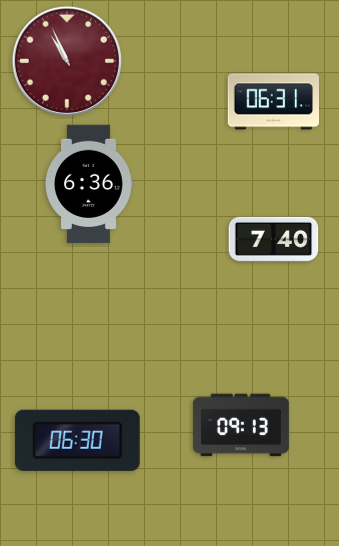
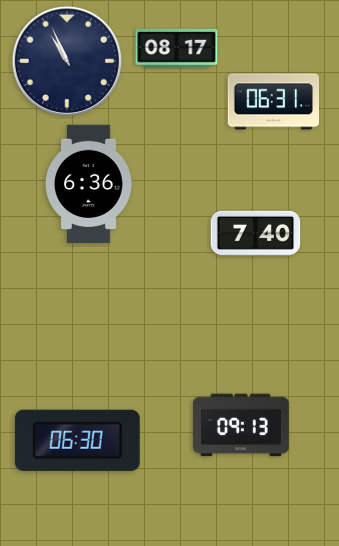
clock at (177, 48): none -> 08:17
clock at (67, 61) dial: burgundy -> navy
clock at (274, 239) position: (274, 239) -> (256, 233)
